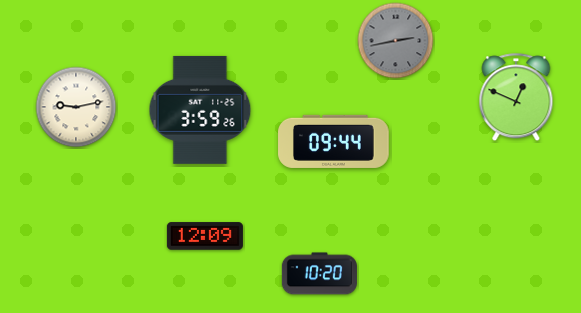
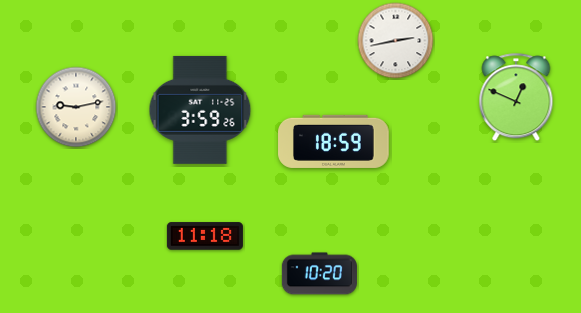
clock at (396, 41) dial: grey -> white
clock at (334, 141): 09:44 -> 18:59
clock at (205, 236): 12:09 -> 11:18
